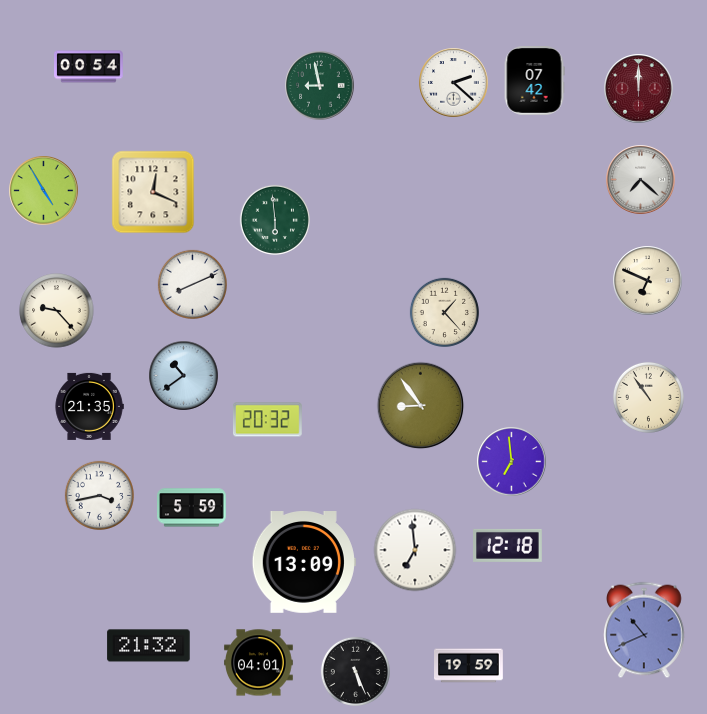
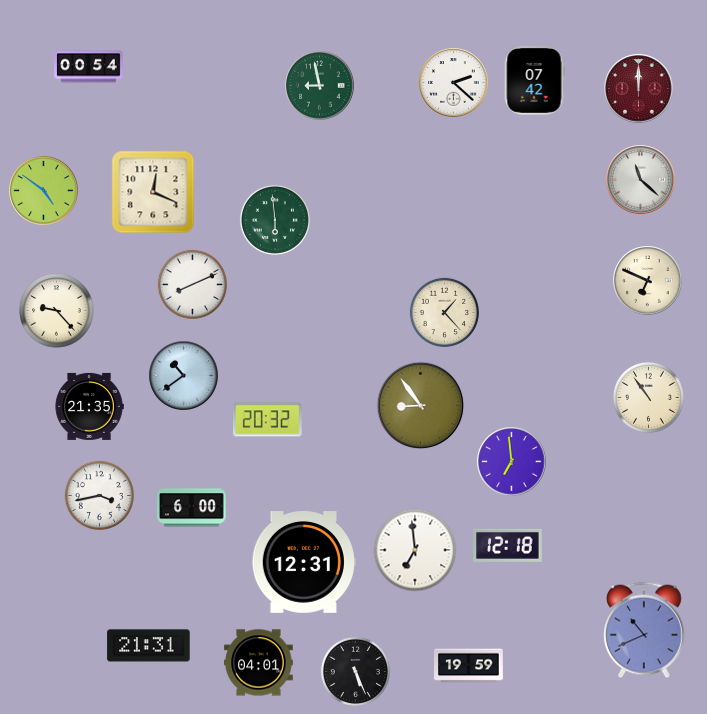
clock at (641, 180): 7:22 -> 11:22
clock at (44, 191): 4:55 -> 4:51
clock at (192, 508): 5:59 -> 6:00
clock at (304, 563): 13:09 -> 12:31
clock at (149, 646): 21:32 -> 21:31
